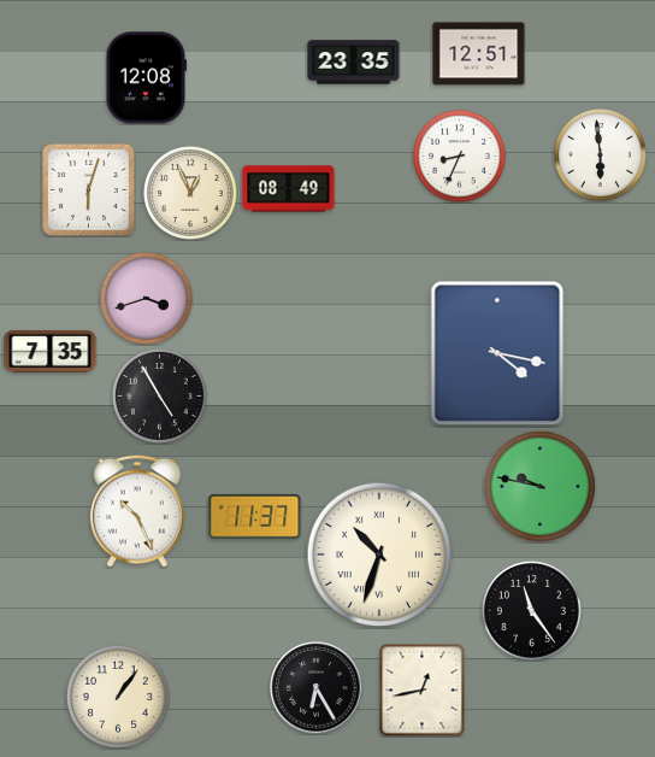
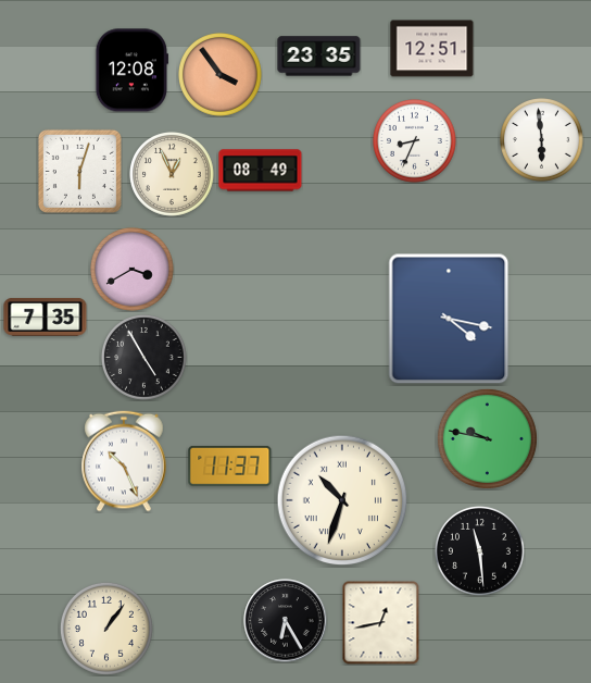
clock at (221, 75): none -> 3:54
clock at (147, 299): 3:42 -> 3:40
clock at (531, 610): 11:24 -> 11:29
